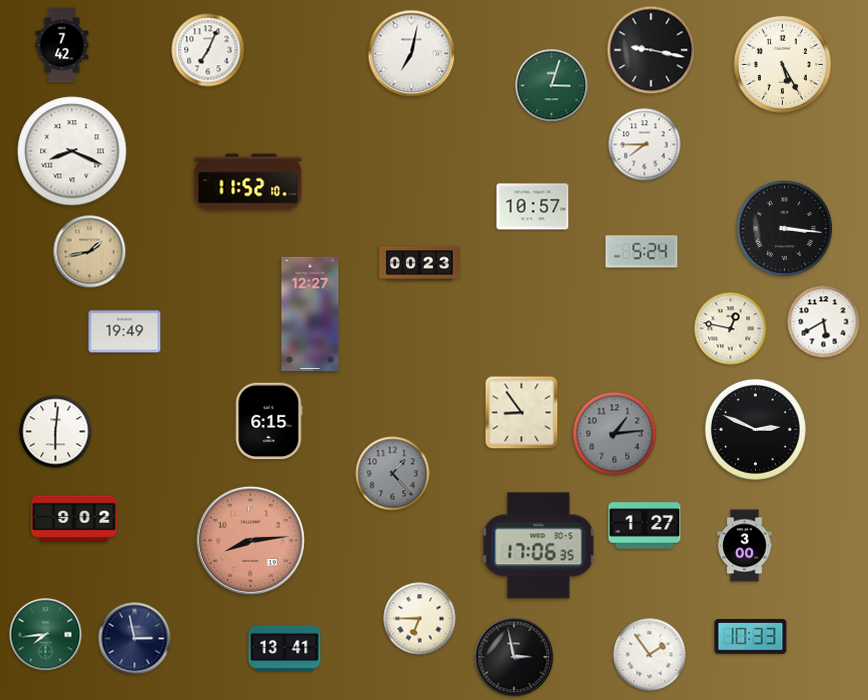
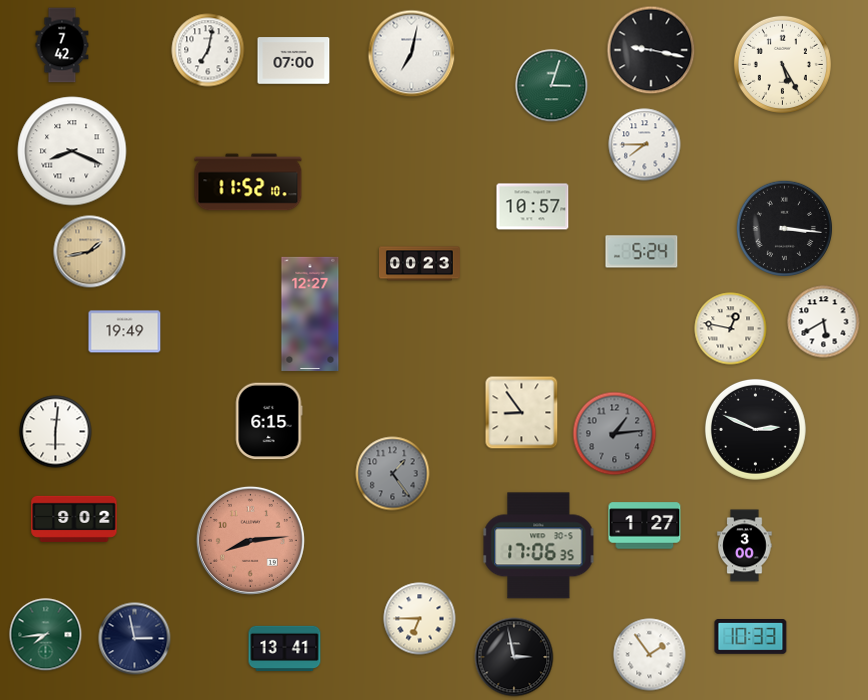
clock at (208, 50): 7:04 -> 7:02
clock at (294, 61): none -> 07:00
clock at (393, 474): 1:23 -> 1:24
